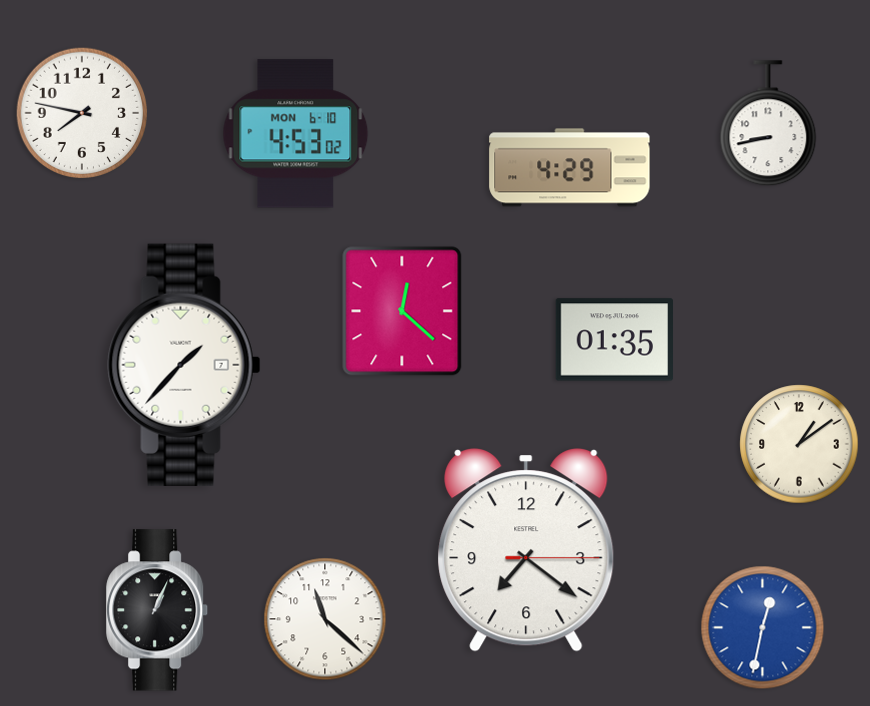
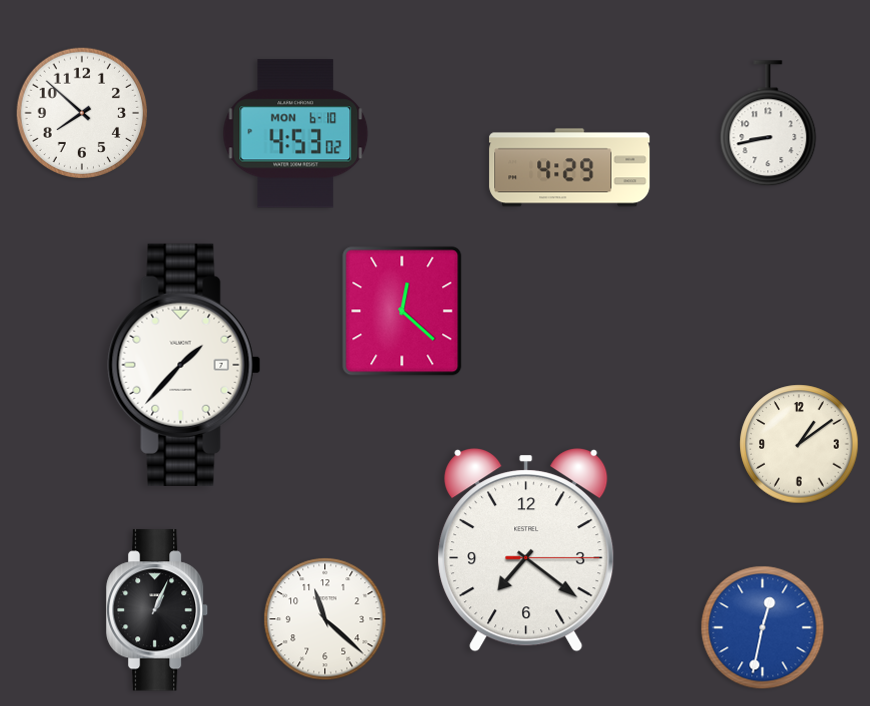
clock at (82, 113): 7:47 -> 7:52
clock at (614, 340): 01:35 -> none
